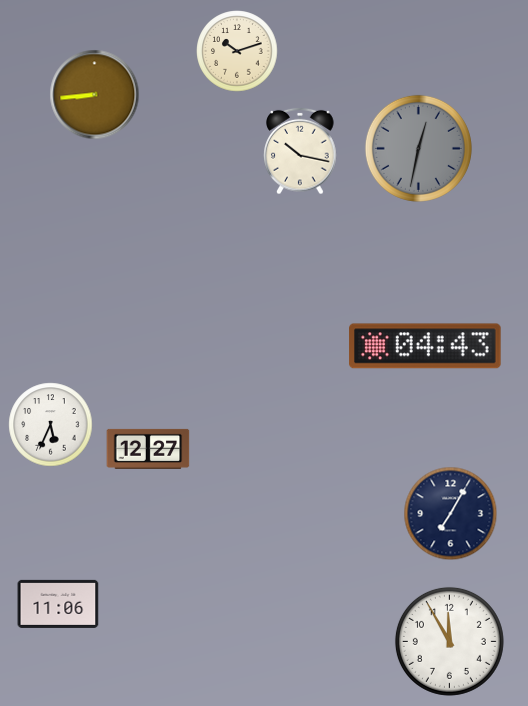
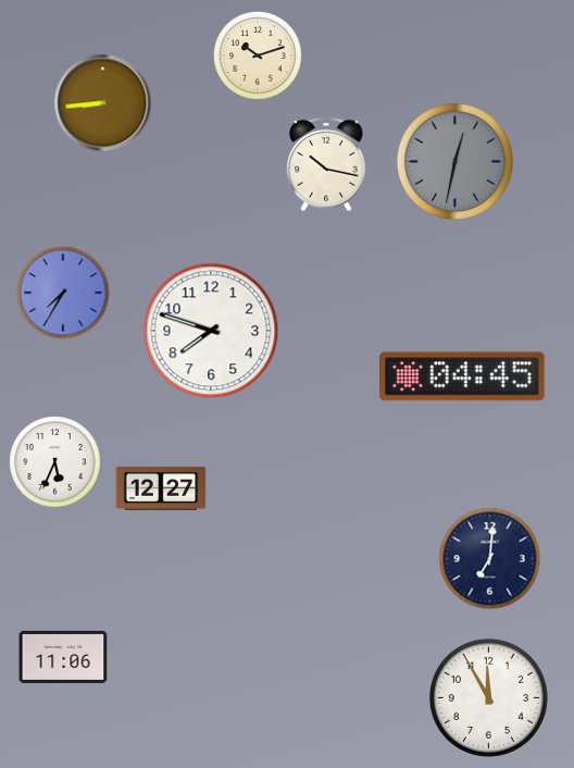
clock at (63, 293): none -> 7:35
clock at (211, 331): none -> 7:48
clock at (425, 346): 04:43 -> 04:45
clock at (451, 514): 7:05 -> 7:01
